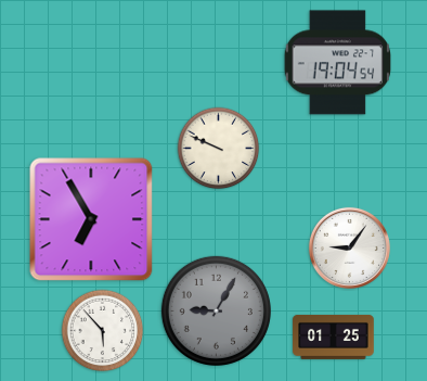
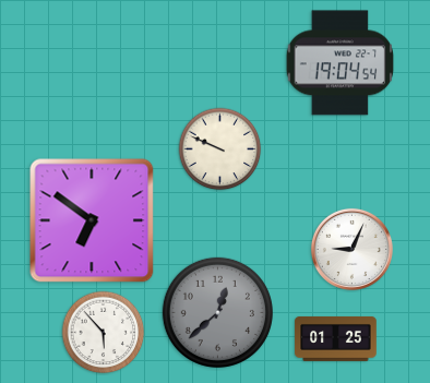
clock at (91, 219): 6:55 -> 6:51
clock at (349, 247): 9:06 -> 9:04
clock at (216, 310): 9:05 -> 12:38
